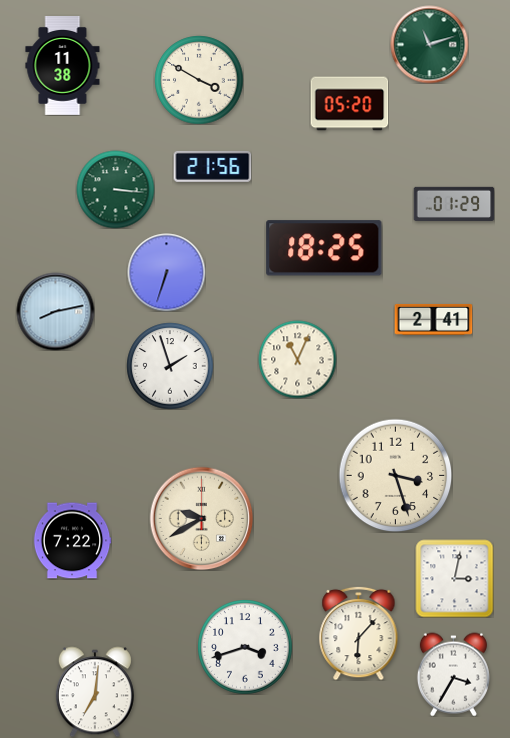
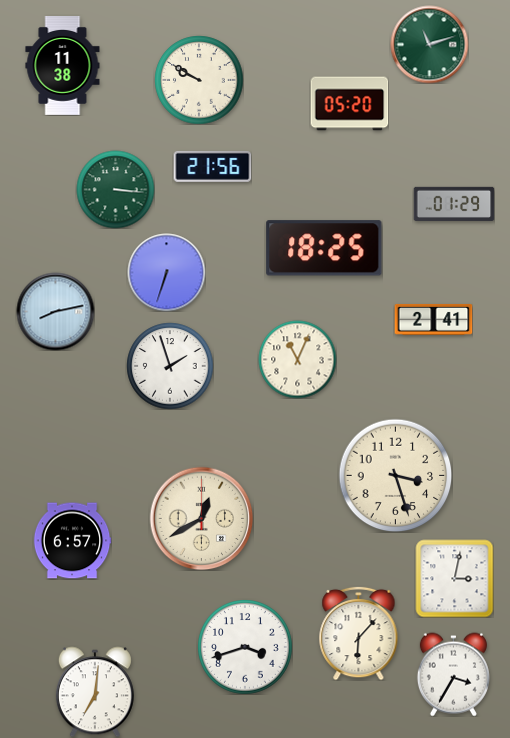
clock at (199, 80): 3:50 -> 9:50
clock at (201, 518): 9:40 -> 12:40
clock at (72, 541): 7:22 -> 6:57
